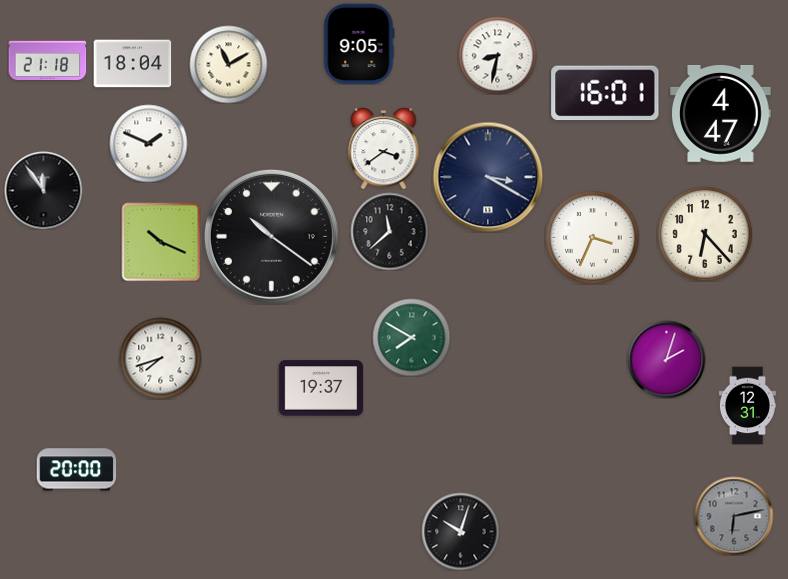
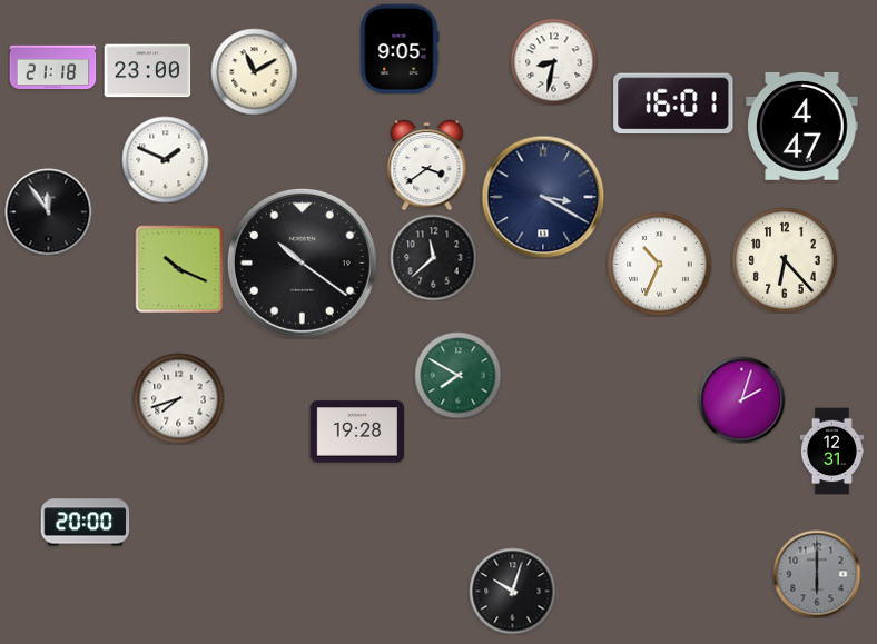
clock at (132, 64): 18:04 -> 23:00
clock at (592, 237): 3:34 -> 10:34
clock at (320, 388): 19:37 -> 19:28
clock at (734, 516): 6:13 -> 6:00
